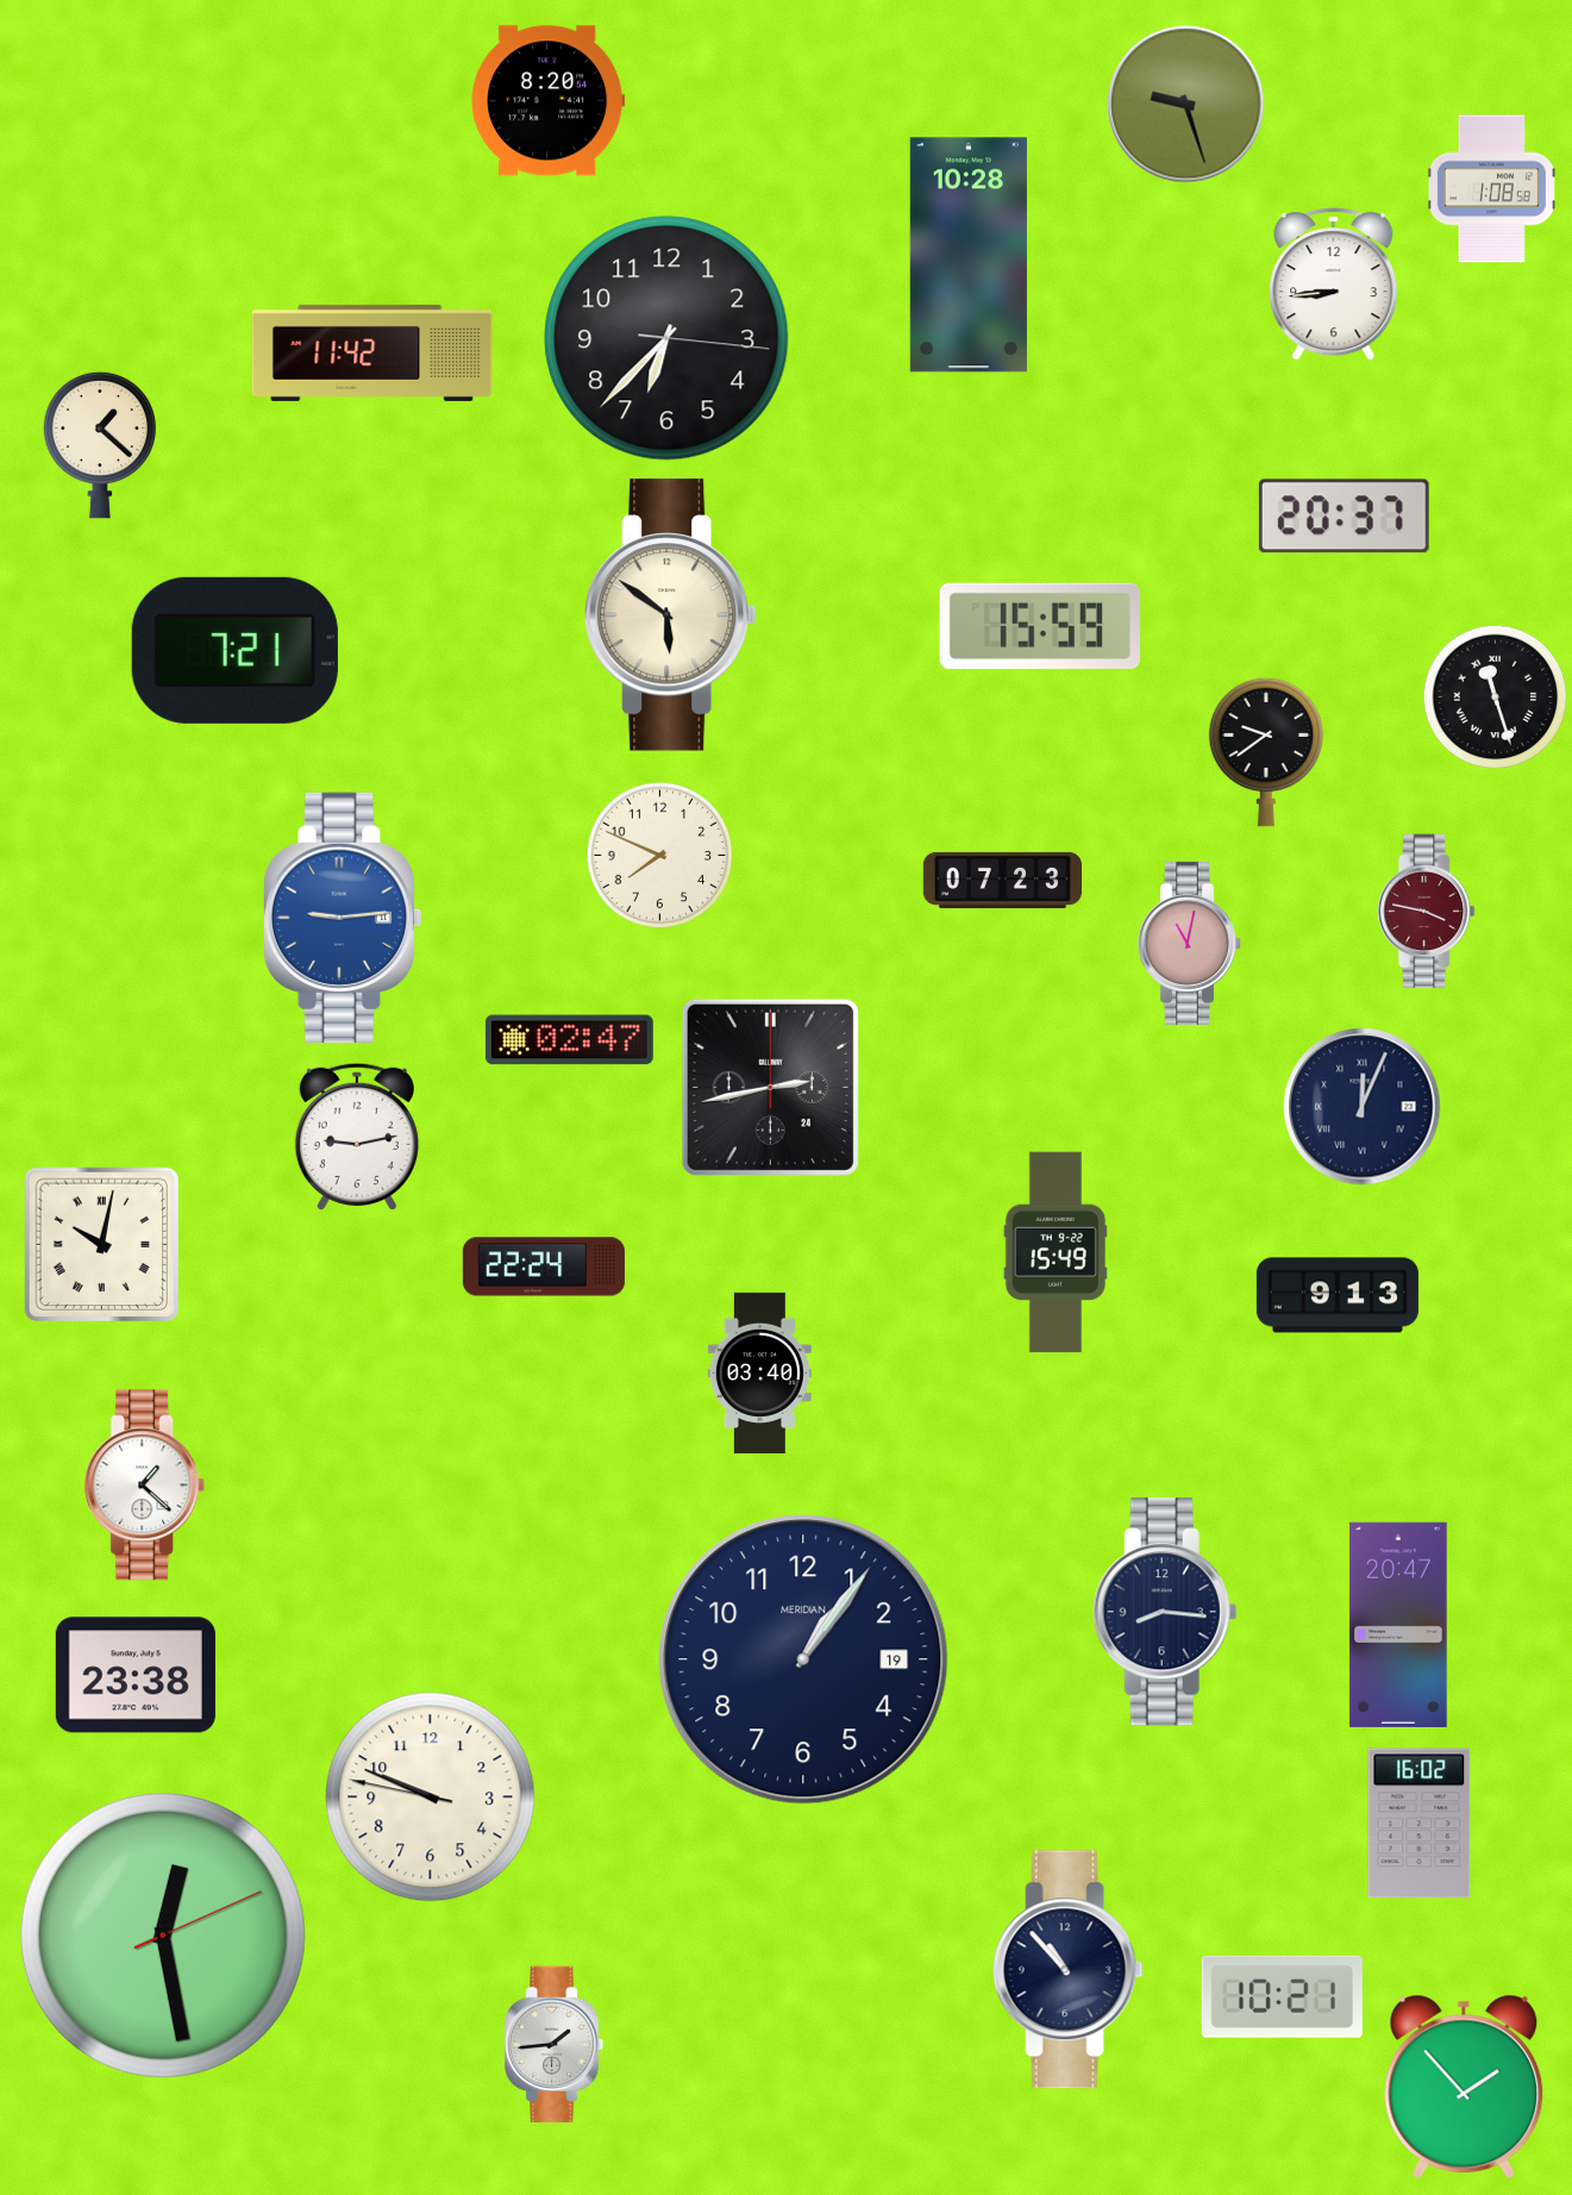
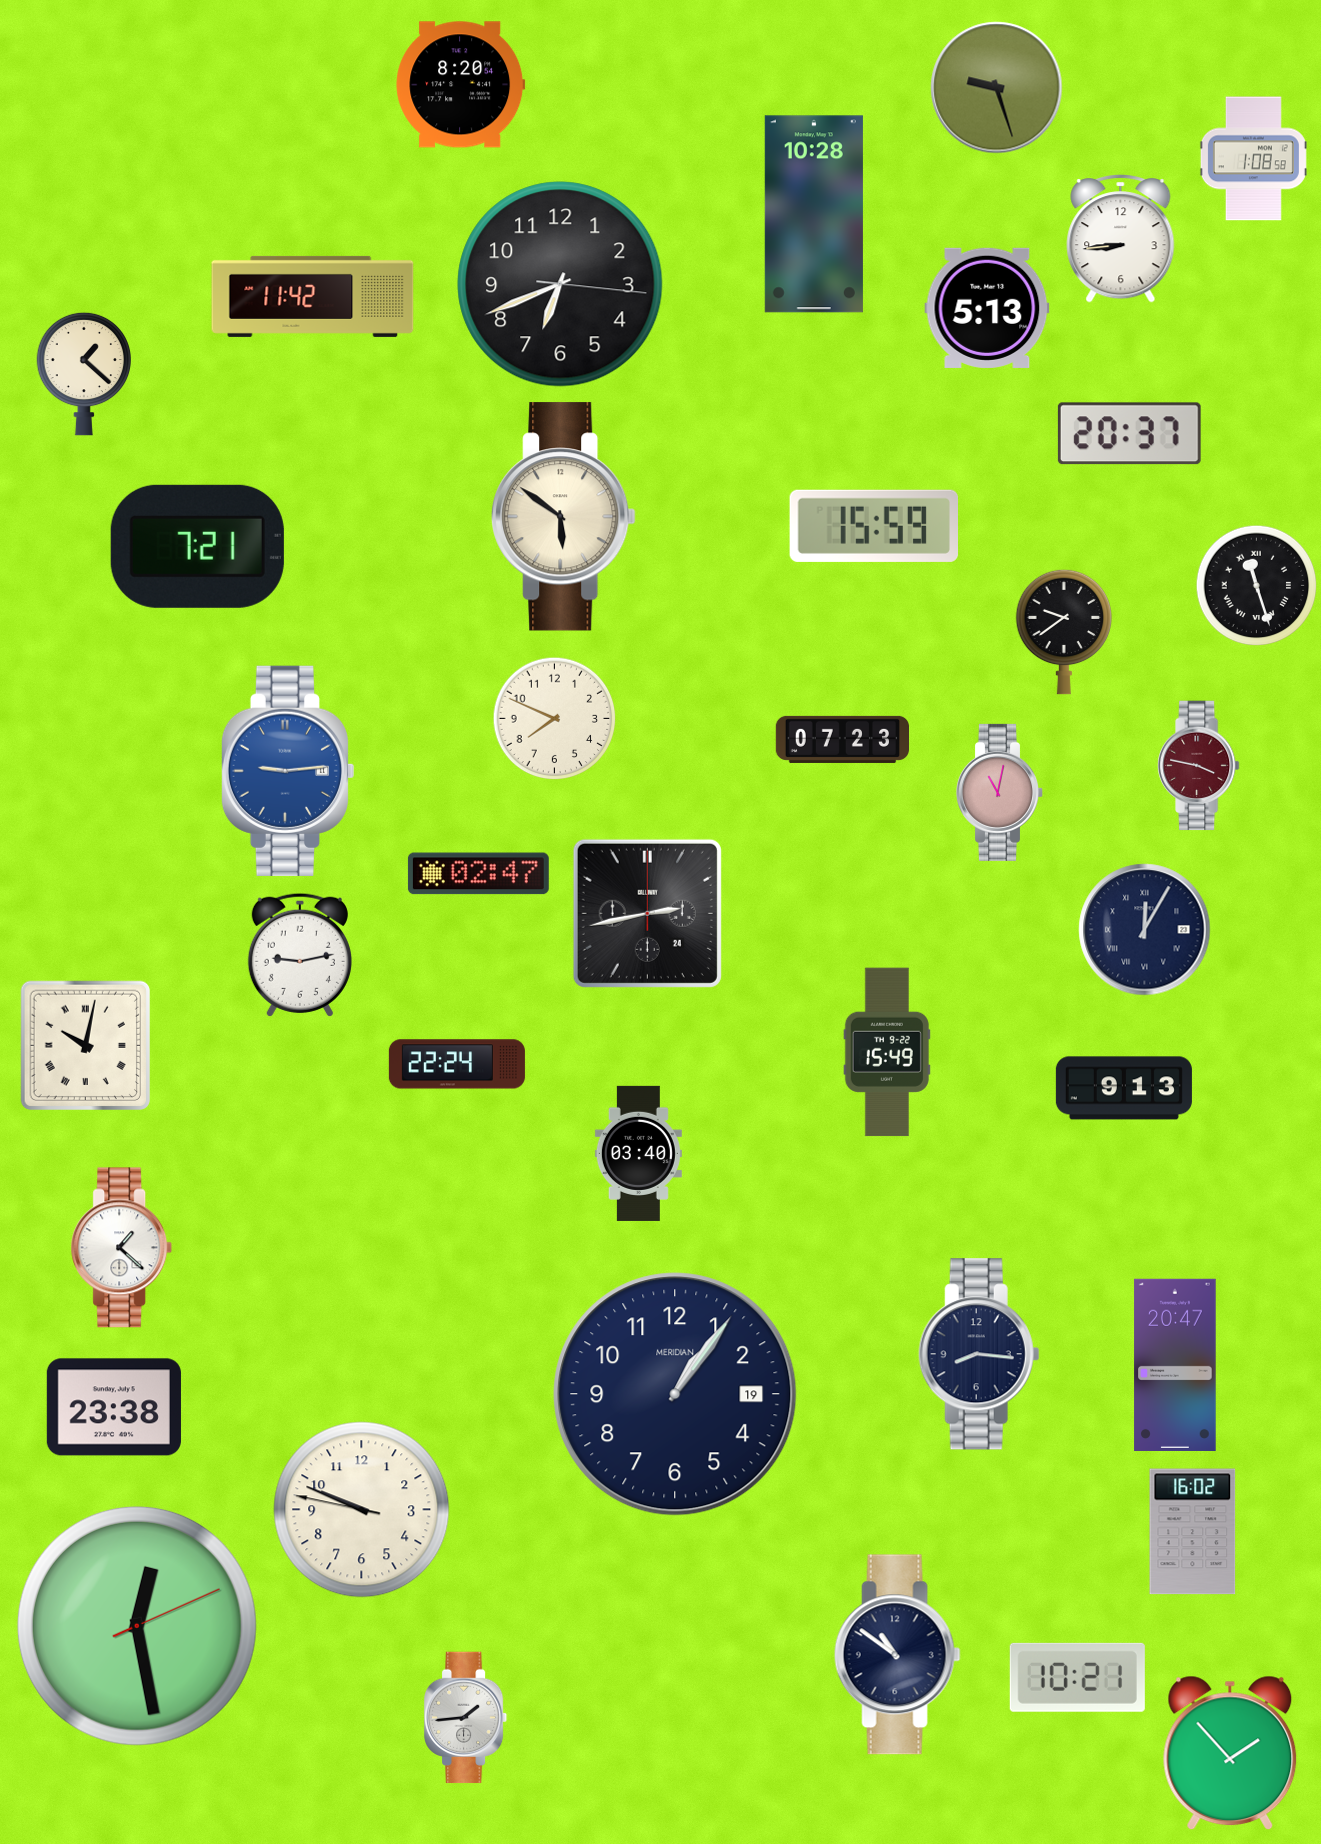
clock at (666, 338): 6:37 -> 6:41
clock at (987, 308): none -> 5:13
clock at (1363, 1107): 12:04 -> 12:05
clock at (1067, 1970): 10:53 -> 10:51
